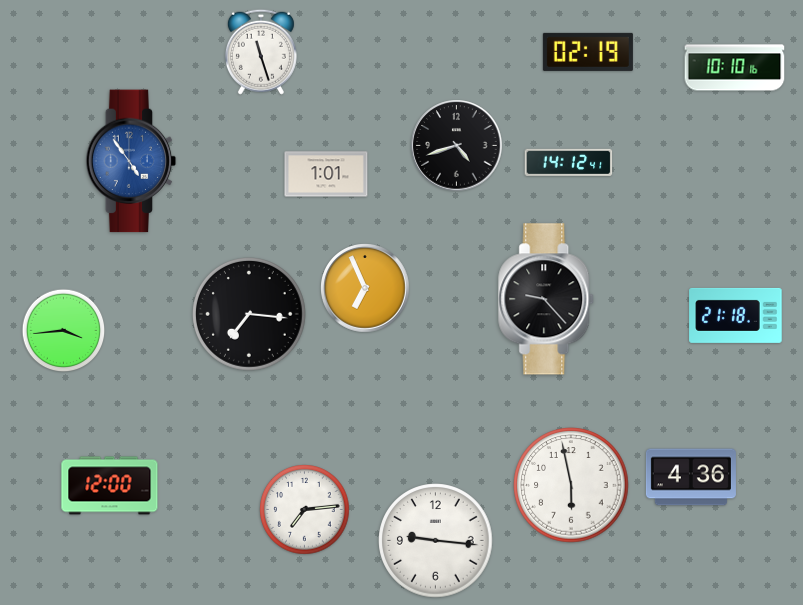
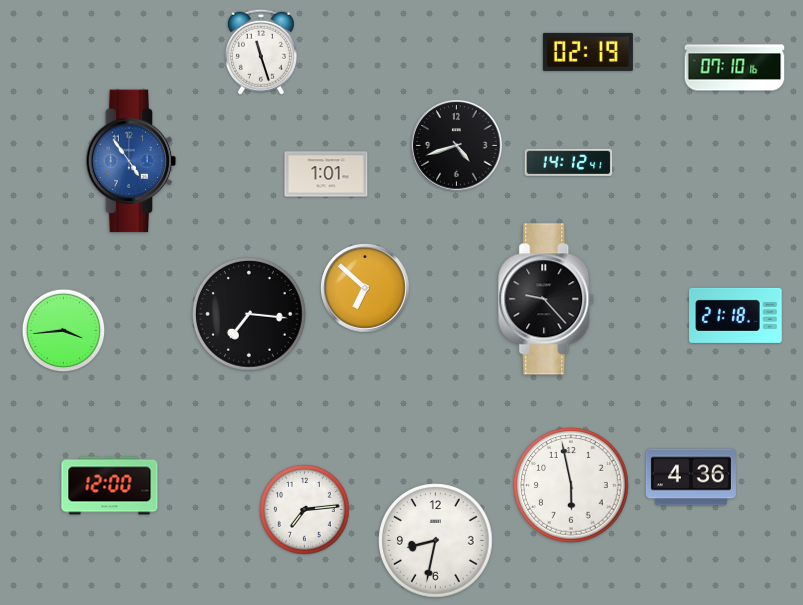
clock at (735, 68): 10:10 -> 07:10
clock at (365, 288): 6:56 -> 6:52
clock at (436, 541): 9:16 -> 8:32
